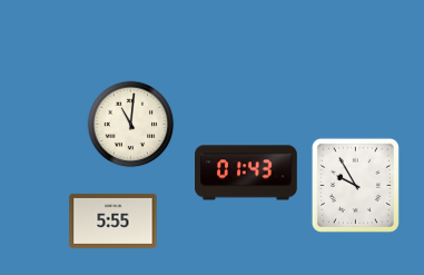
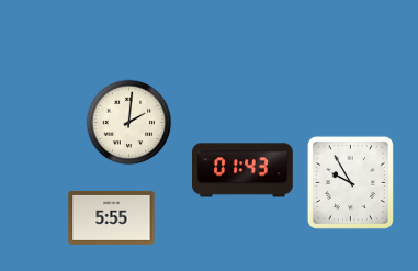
clock at (131, 125): 11:01 -> 2:01
